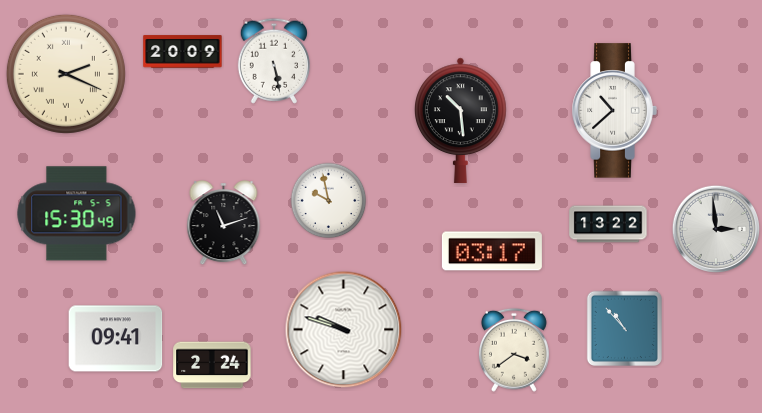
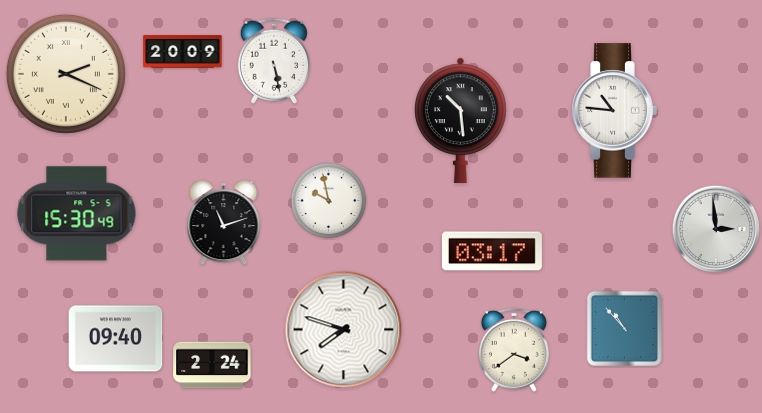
clock at (614, 111): 10:38 -> 10:46
clock at (608, 224): 13:22 -> none
clock at (344, 330): 9:48 -> 7:48
clock at (116, 339): 09:41 -> 09:40
